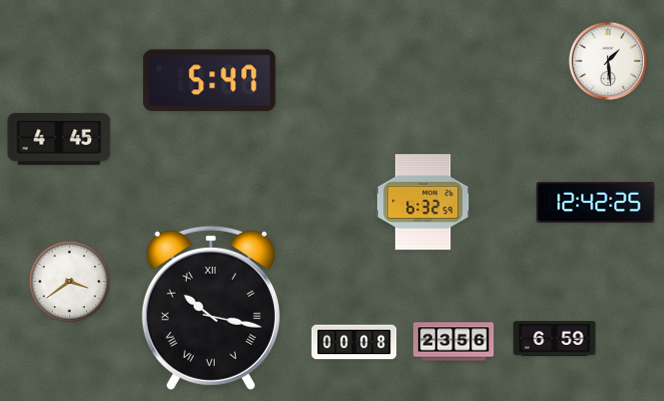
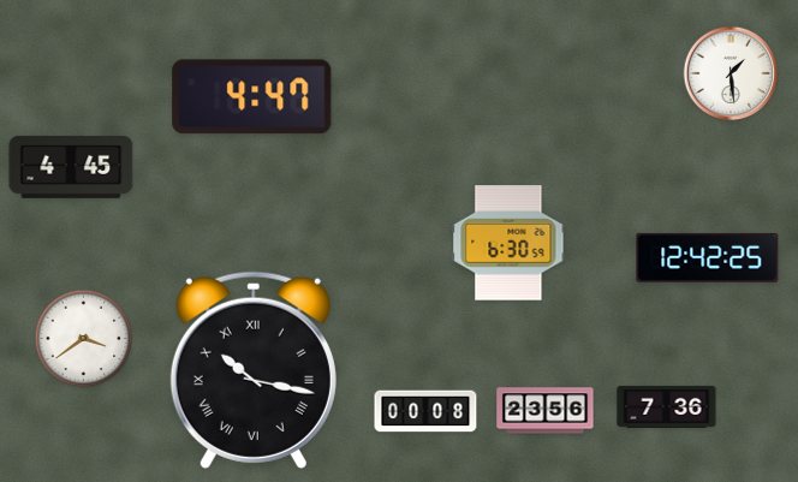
clock at (210, 81): 5:47 -> 4:47
clock at (423, 202): 6:32 -> 6:30
clock at (596, 202) position: (596, 202) -> (708, 257)
clock at (555, 338): 6:59 -> 7:36
